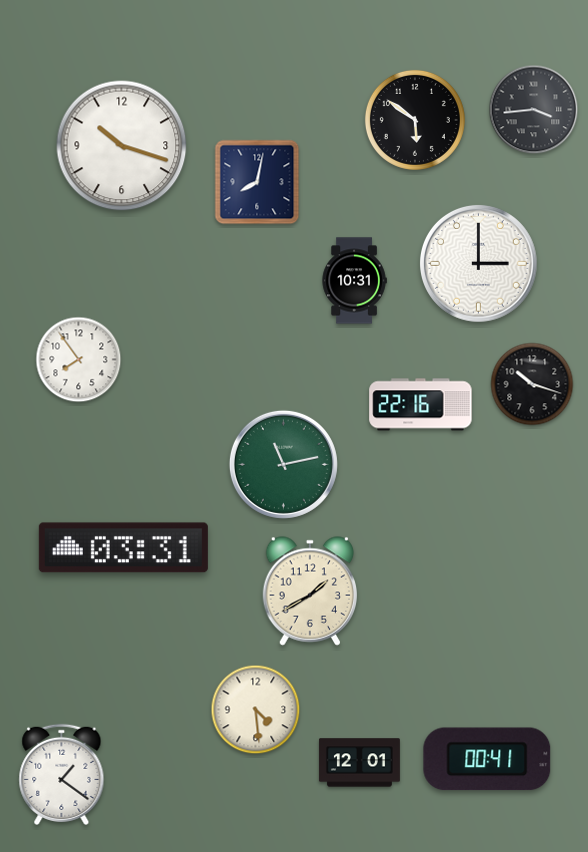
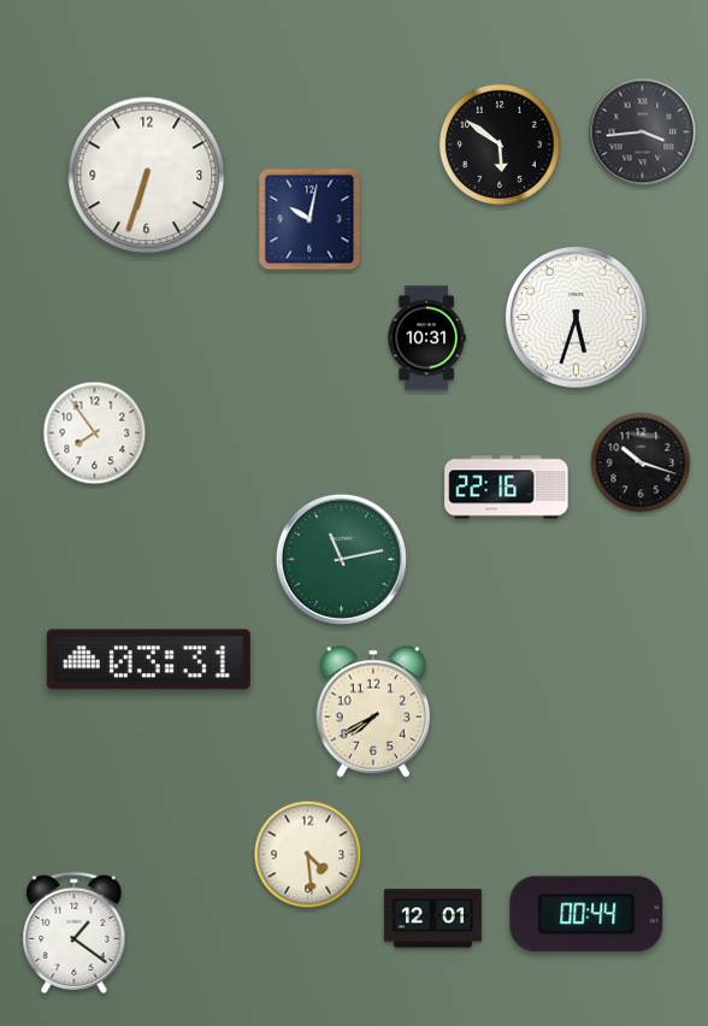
clock at (122, 146): 10:18 -> 6:33
clock at (257, 182): 8:02 -> 10:02
clock at (478, 263): 3:00 -> 5:33
clock at (310, 591): 1:40 -> 7:40
clock at (487, 759): 00:41 -> 00:44
